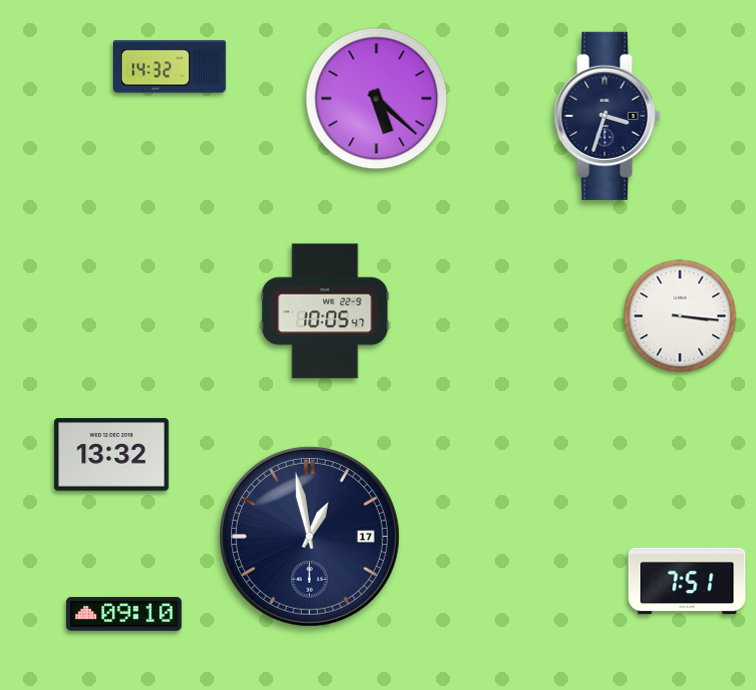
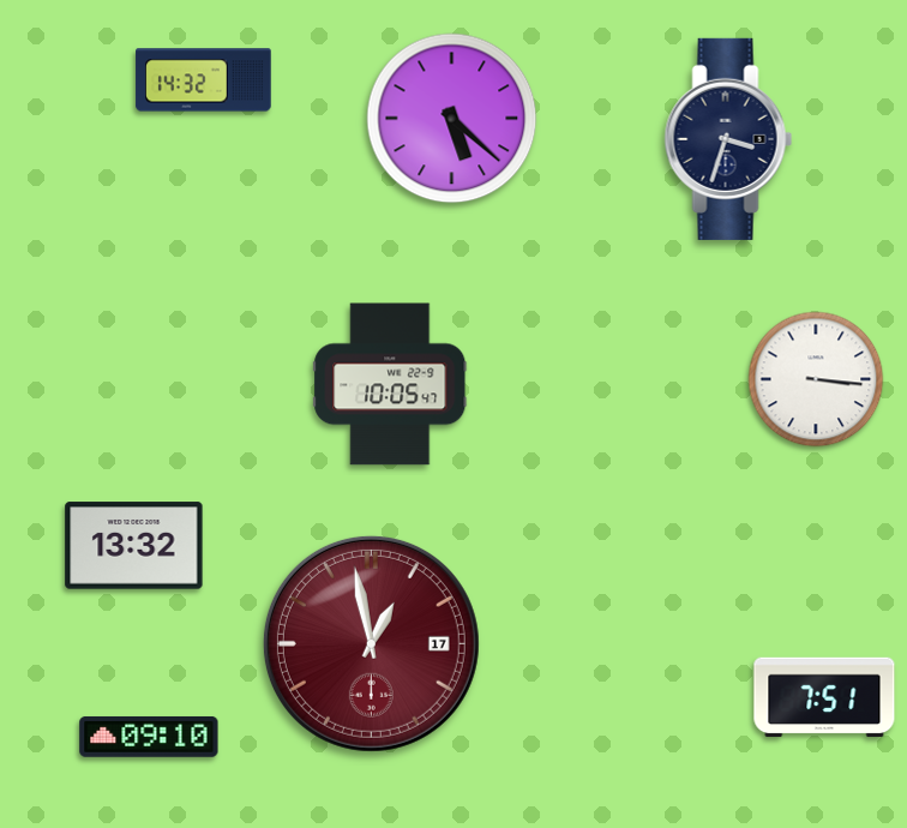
clock at (325, 311) position: (325, 311) -> (390, 384)
clock at (309, 536) dial: navy -> burgundy
